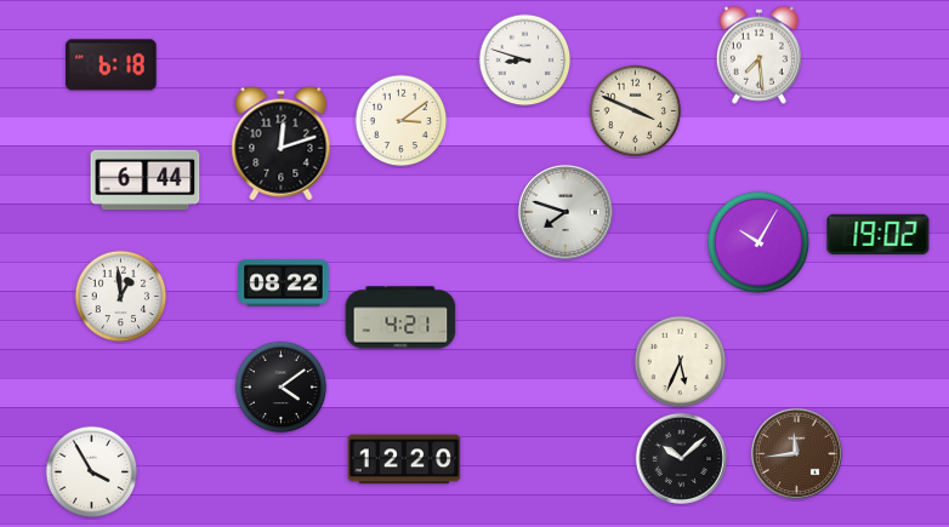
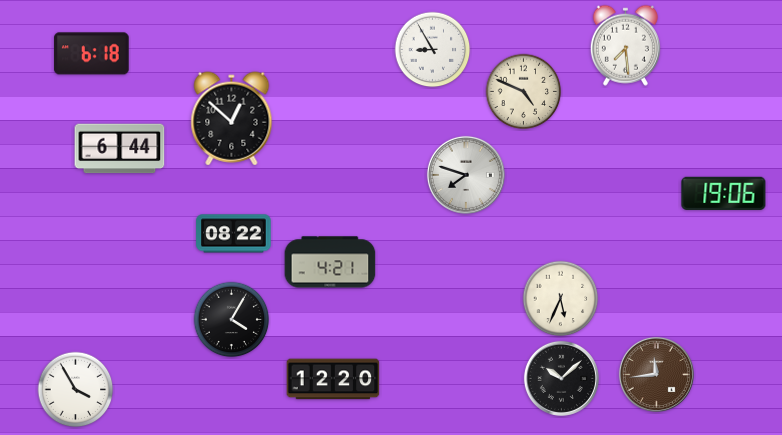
clock at (525, 61): 8:48 -> 8:55
clock at (636, 111): 3:49 -> 4:49
clock at (402, 121): 3:09 -> none
clock at (282, 144): 12:12 -> 12:52
clock at (879, 234): 19:02 -> 19:06
clock at (758, 242): 10:05 -> none
clock at (121, 297): 12:59 -> none
clock at (282, 388): 4:09 -> 4:05
